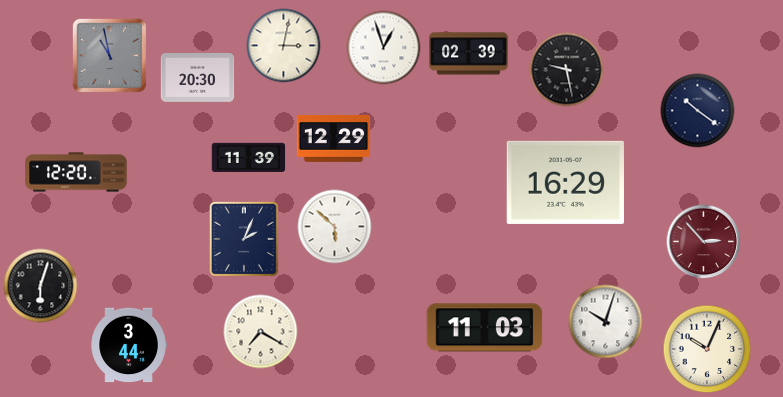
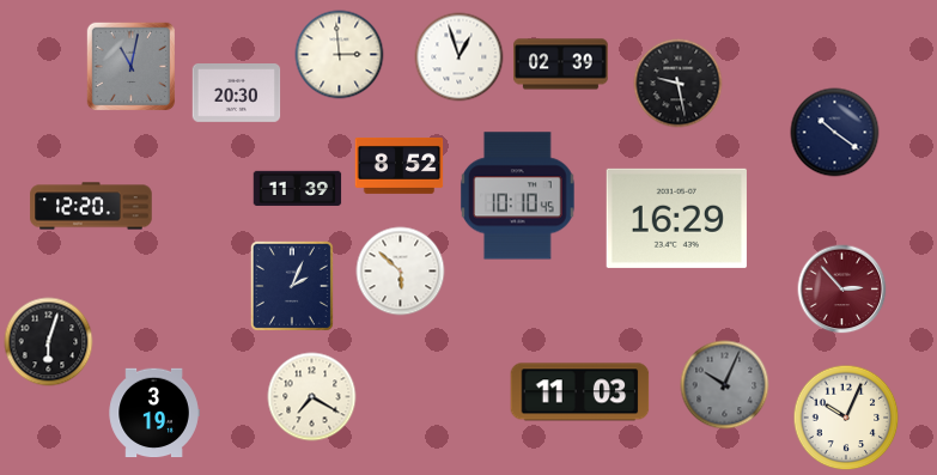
clock at (284, 46): 3:02 -> 2:59
clock at (109, 55): 10:58 -> 11:02
clock at (334, 139): 12:29 -> 8:52
clock at (518, 196): none -> 10:10
clock at (606, 322): 10:03 -> 10:04
clock at (606, 322) dial: white -> grey
clock at (129, 345): 3:44 -> 3:19
